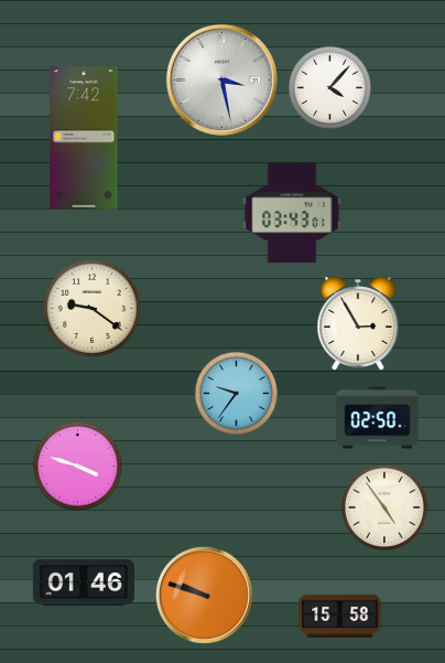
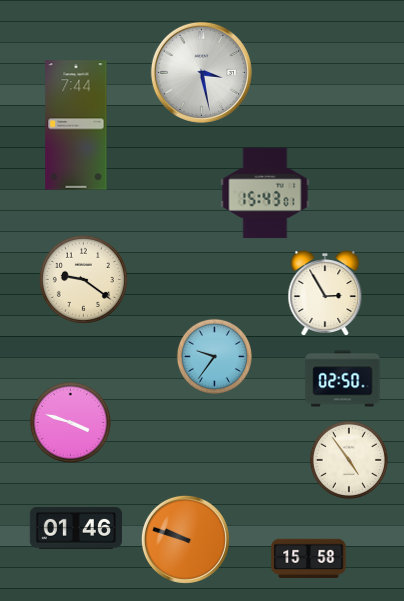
clock at (329, 87): 4:07 -> none
clock at (84, 138): 7:42 -> 7:44
clock at (292, 213): 03:43 -> 15:43
